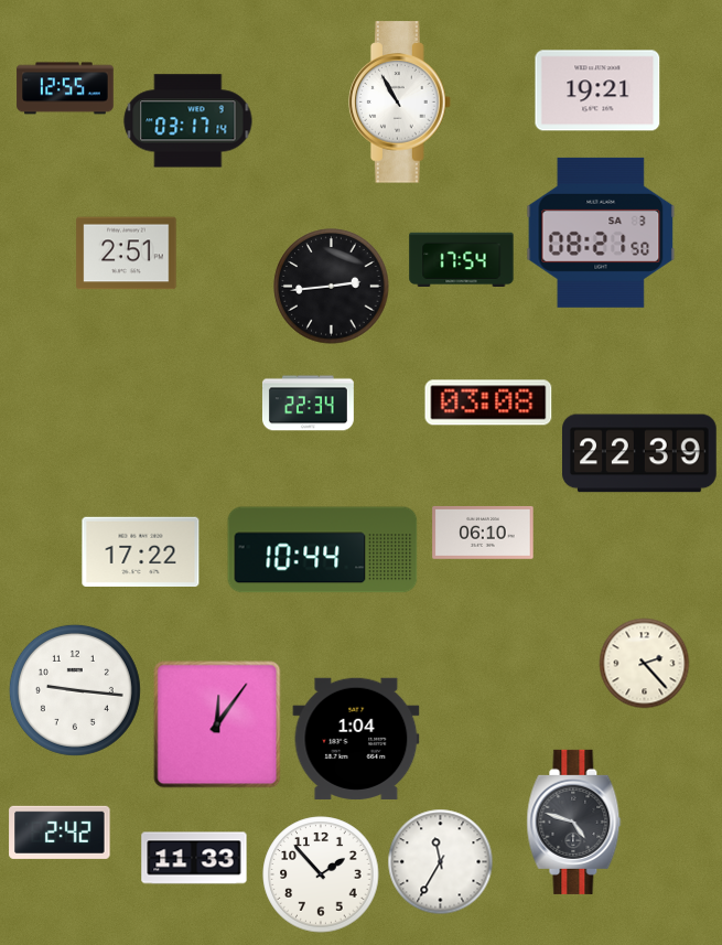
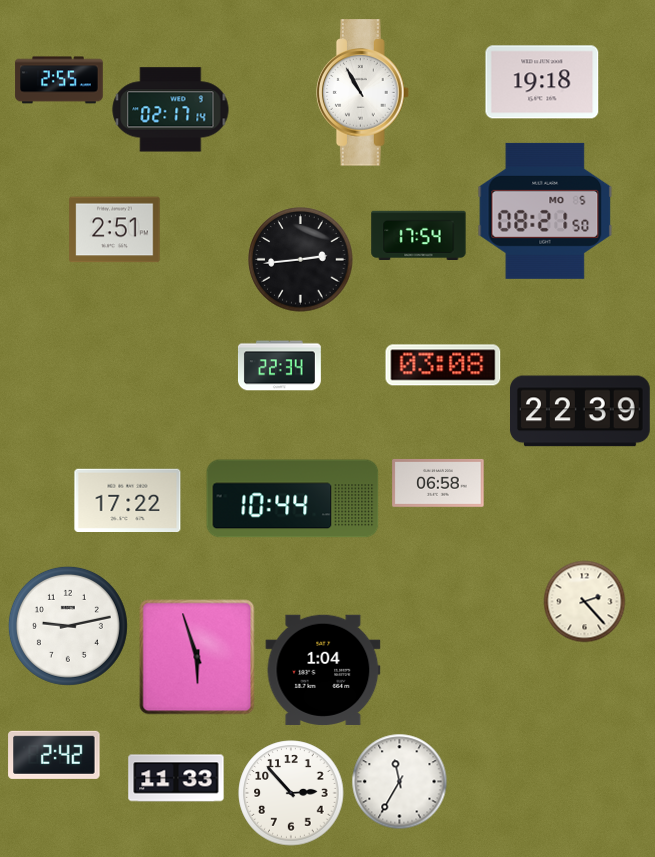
clock at (65, 88): 12:55 -> 2:55
clock at (597, 90): 19:21 -> 19:18
clock at (188, 121): 03:17 -> 02:17
clock at (601, 233) date: SA 3 -> MO 5
clock at (483, 533): 06:10 -> 06:58
clock at (75, 690): 9:16 -> 9:13
clock at (217, 724): 12:06 -> 5:57
clock at (574, 821): 4:48 -> none
clock at (321, 874): 1:53 -> 2:53
